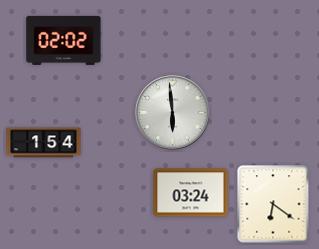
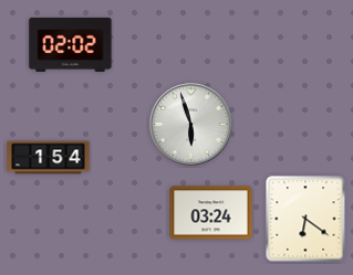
clock at (173, 113): 5:59 -> 5:57
clock at (273, 204) position: (273, 204) -> (305, 219)
